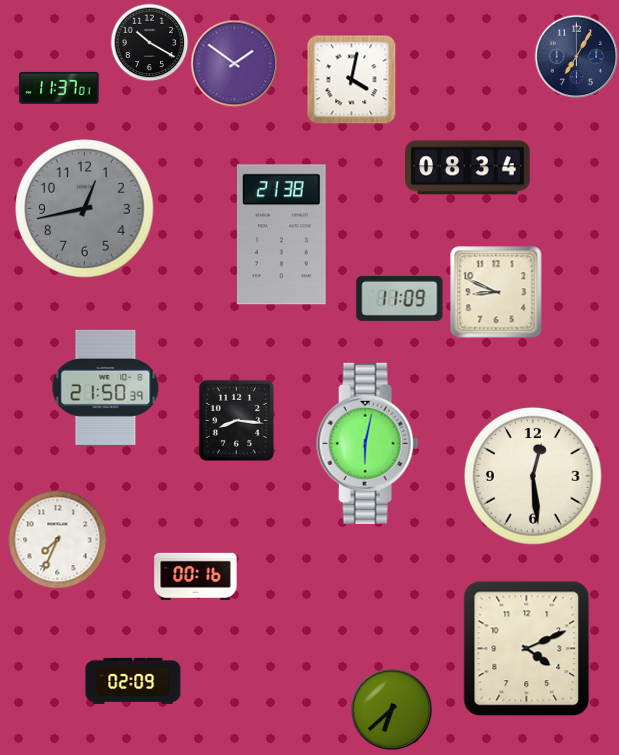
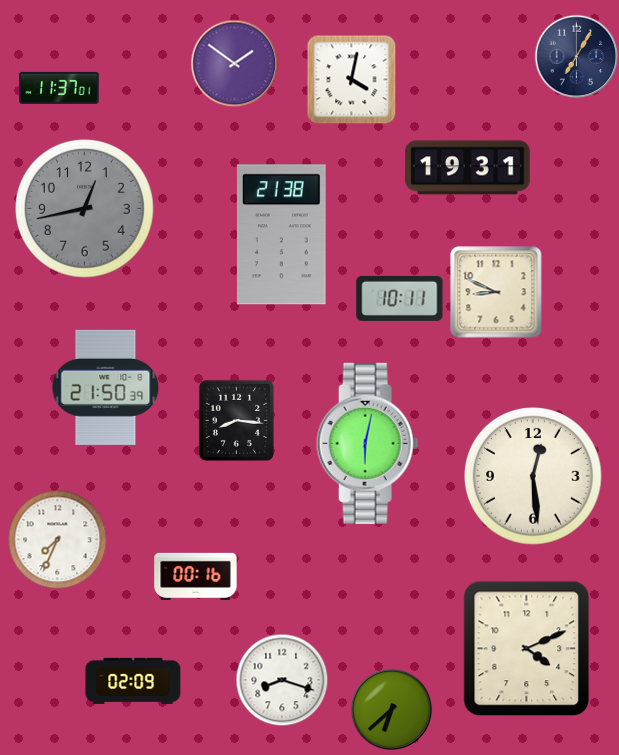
clock at (149, 42): 10:20 -> none
clock at (468, 168): 08:34 -> 19:31
clock at (400, 298): 11:09 -> 10:11
clock at (282, 680): none -> 8:18
